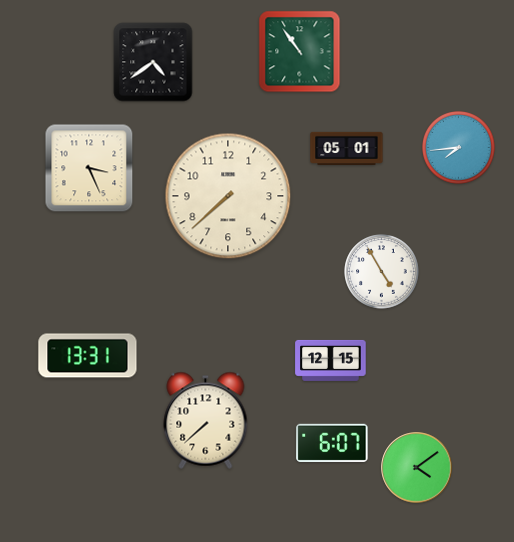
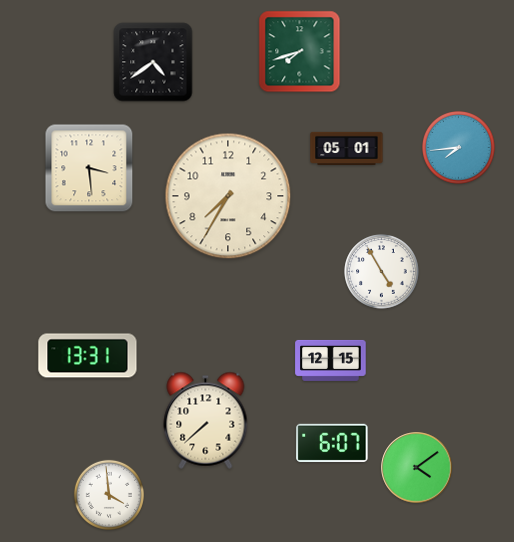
clock at (300, 52): 10:54 -> 7:42
clock at (89, 168): 3:26 -> 3:29
clock at (228, 196): 7:38 -> 7:35
clock at (108, 494): none -> 3:59
